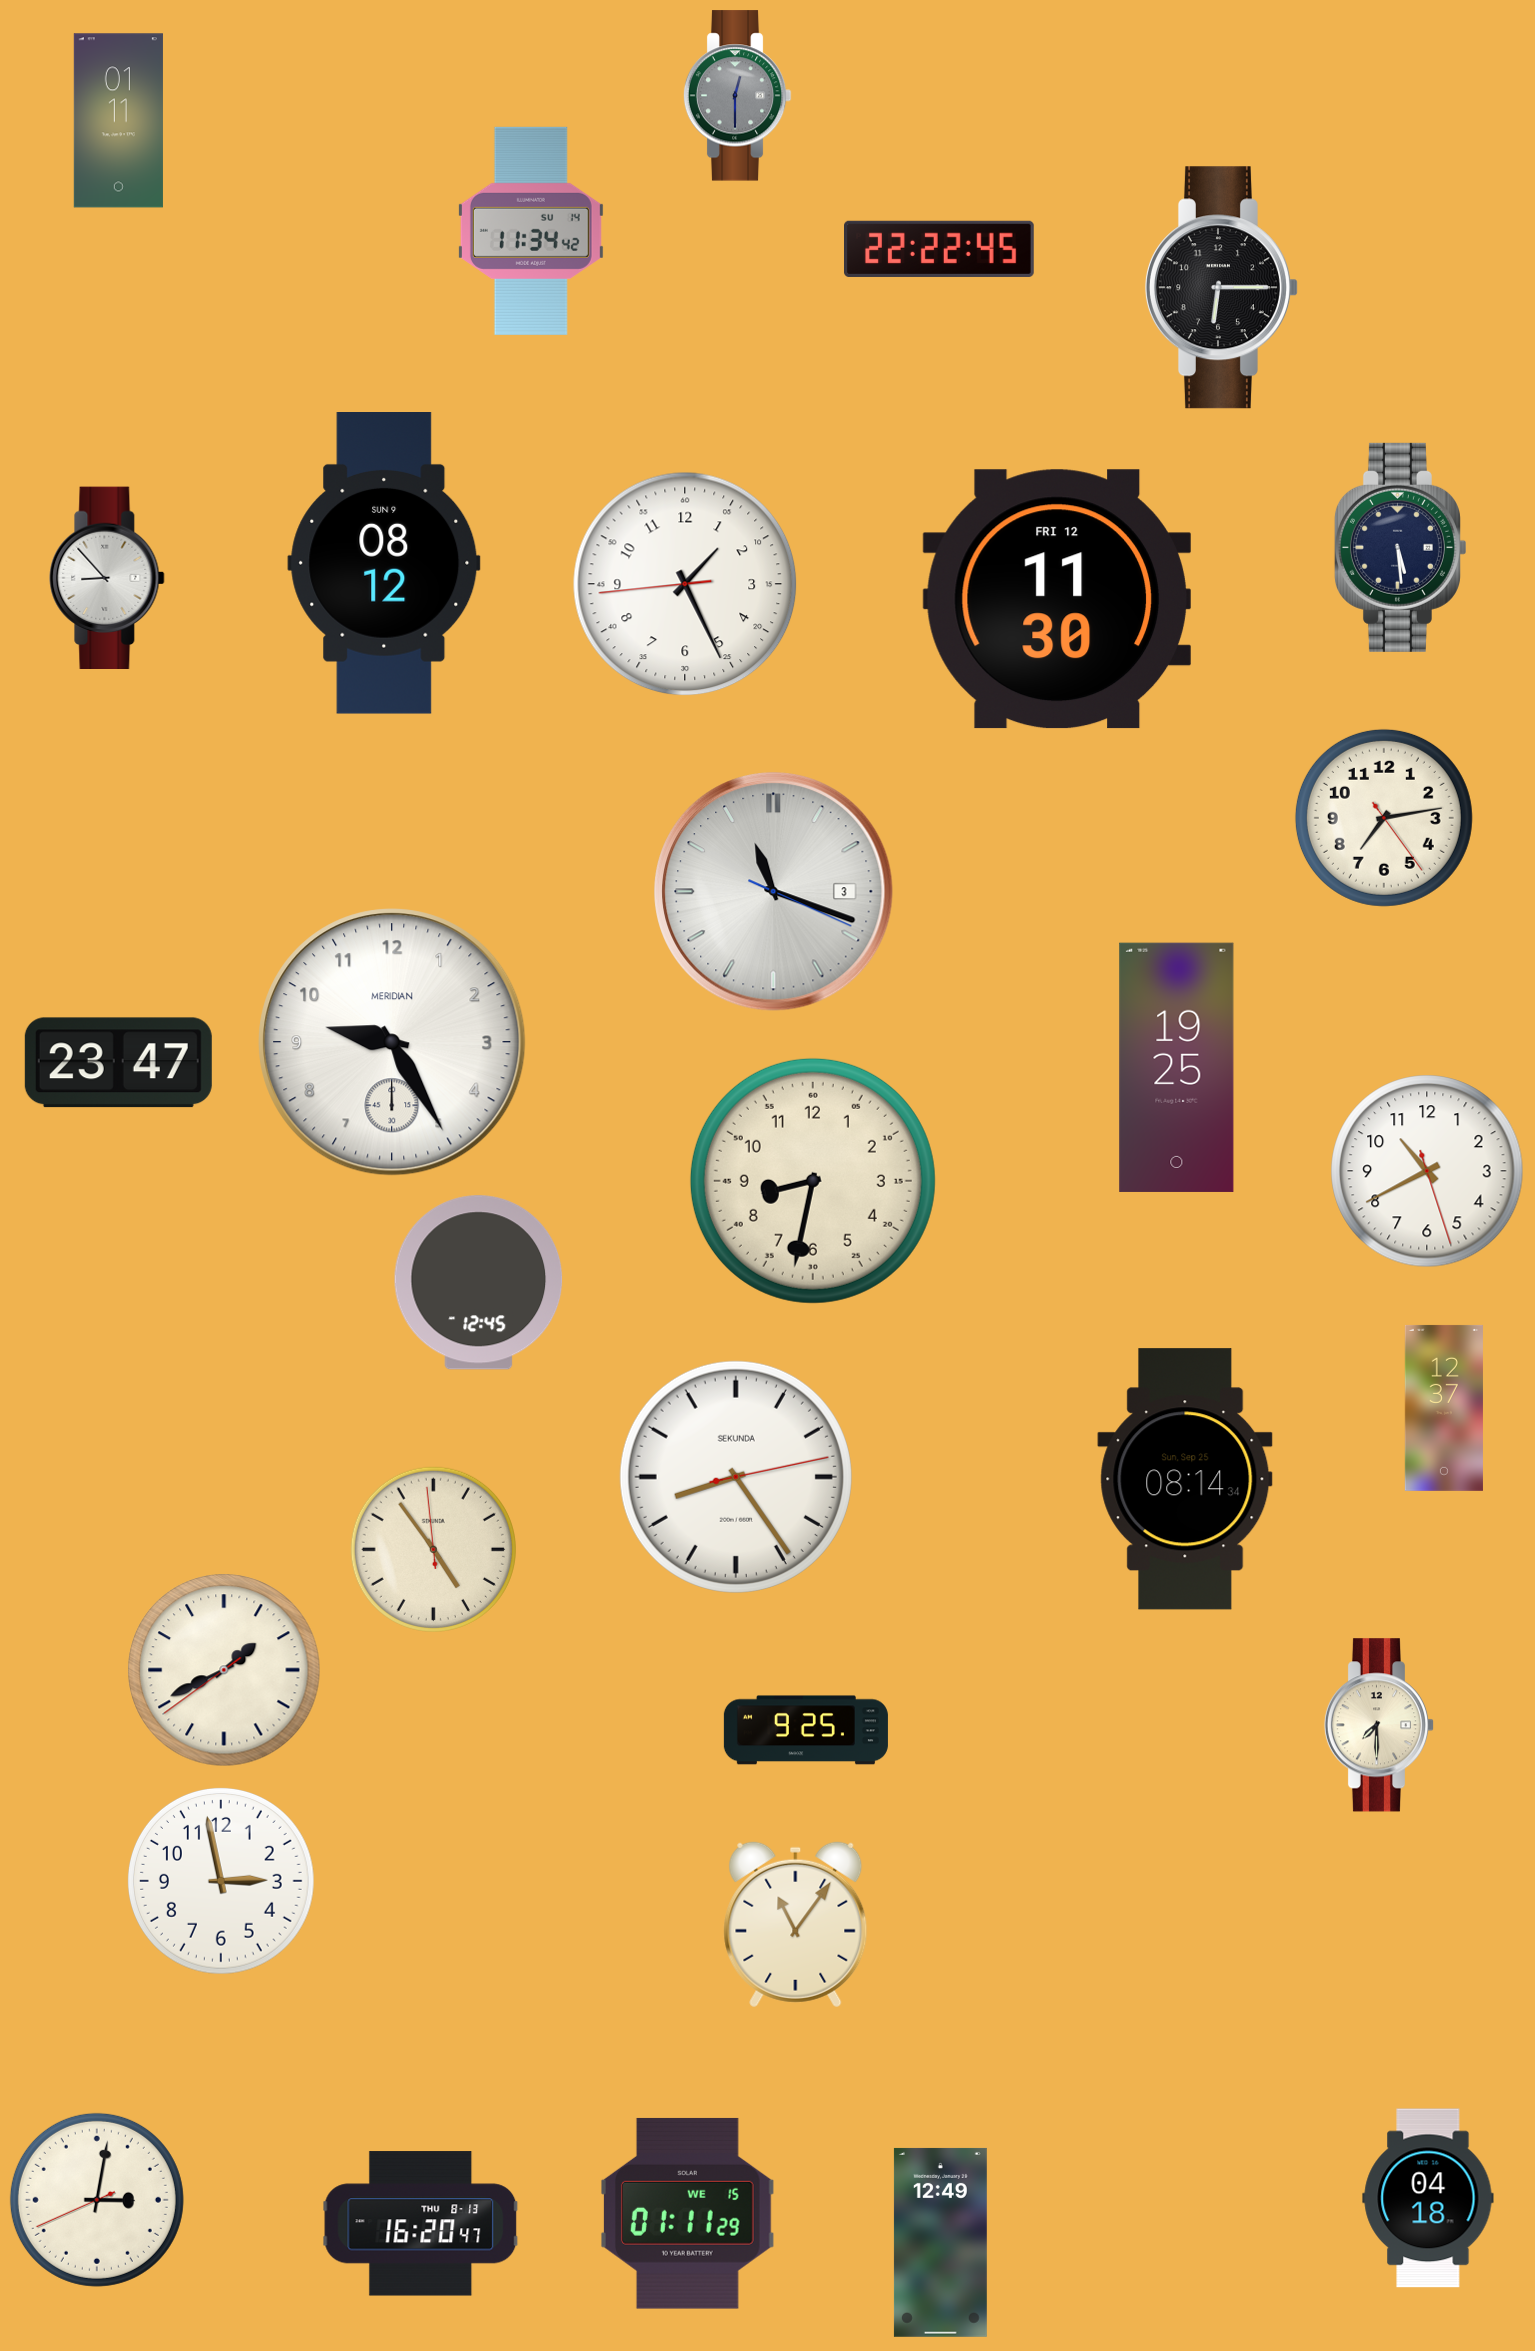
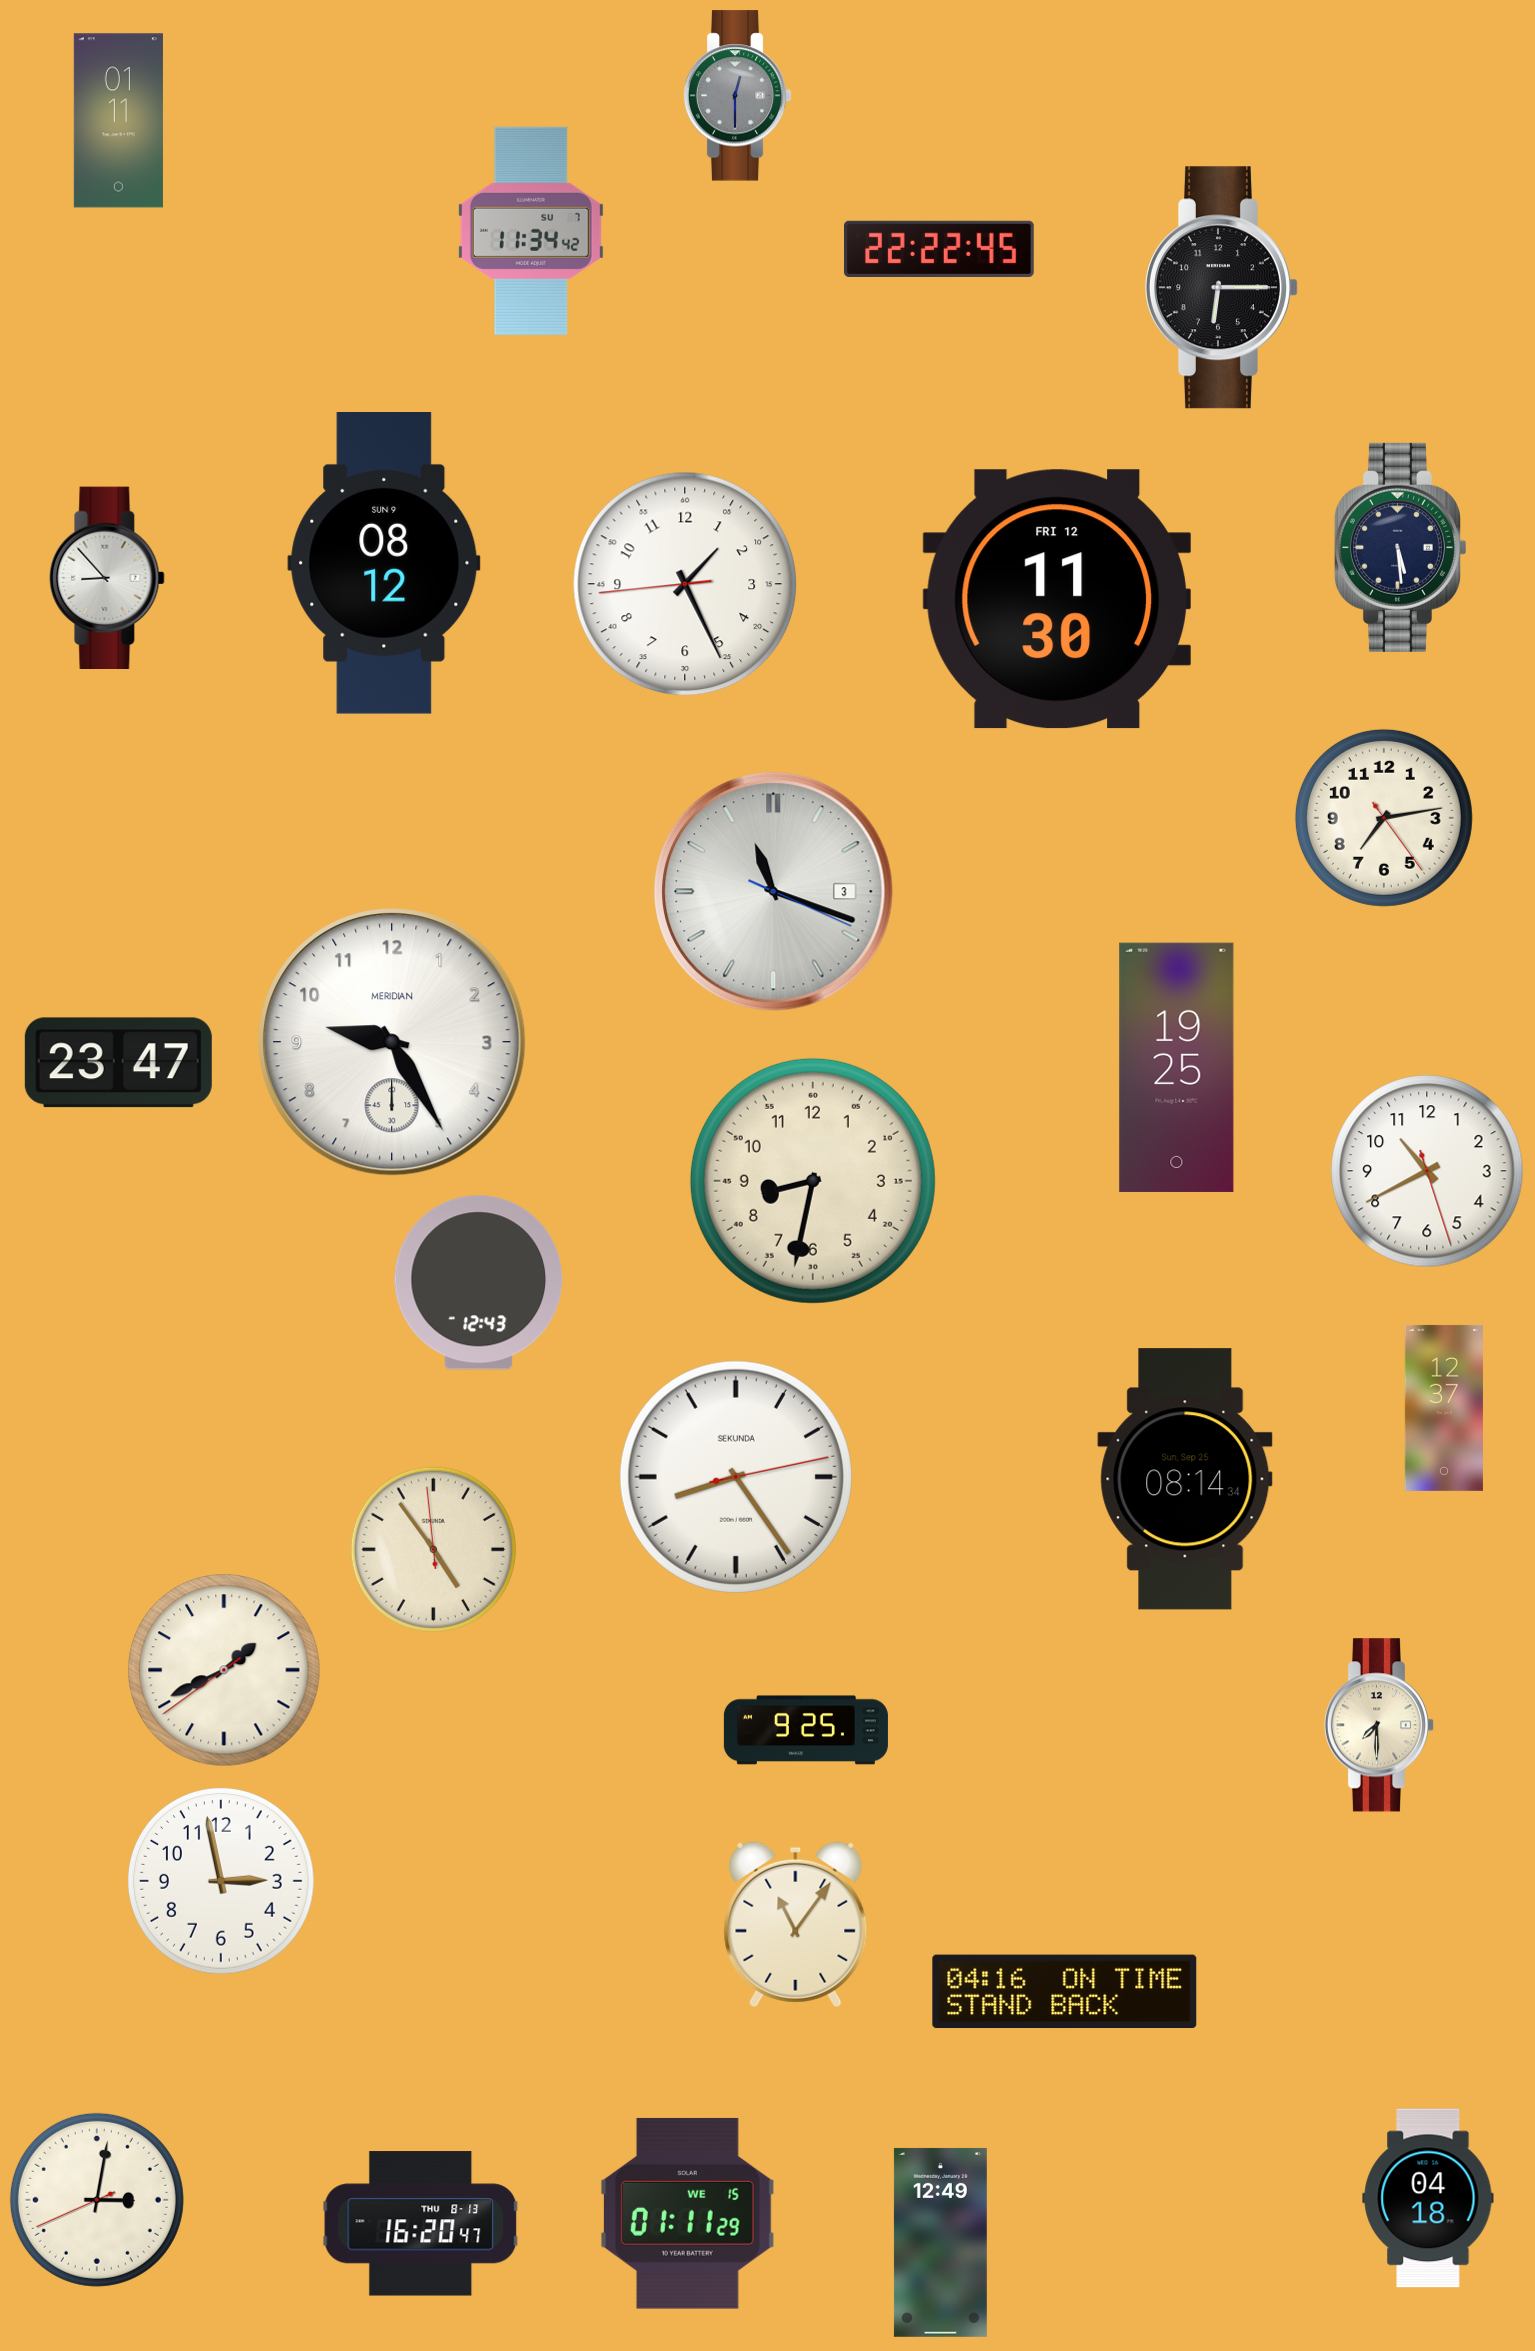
clock at (531, 231) date: SU 14 -> SU 7
clock at (479, 1283): 12:45 -> 12:43
clock at (1065, 1992): none -> 04:16
